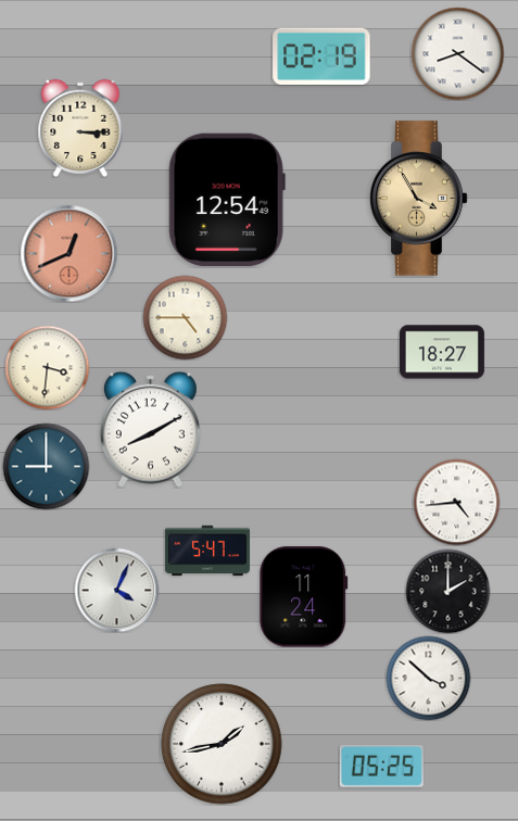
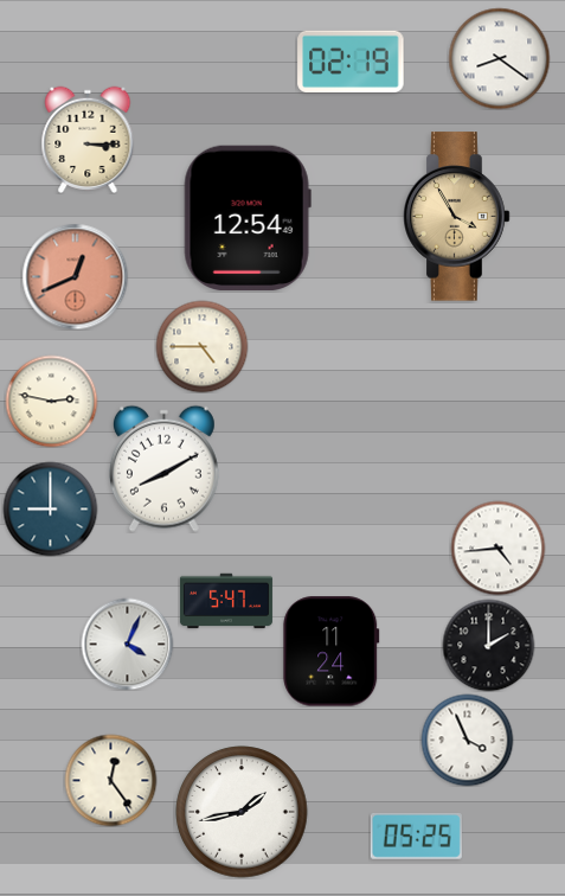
clock at (442, 352): 18:27 -> none
clock at (47, 367): 3:31 -> 2:47
clock at (428, 678): 3:52 -> 3:56
clock at (110, 780): none -> 12:24
